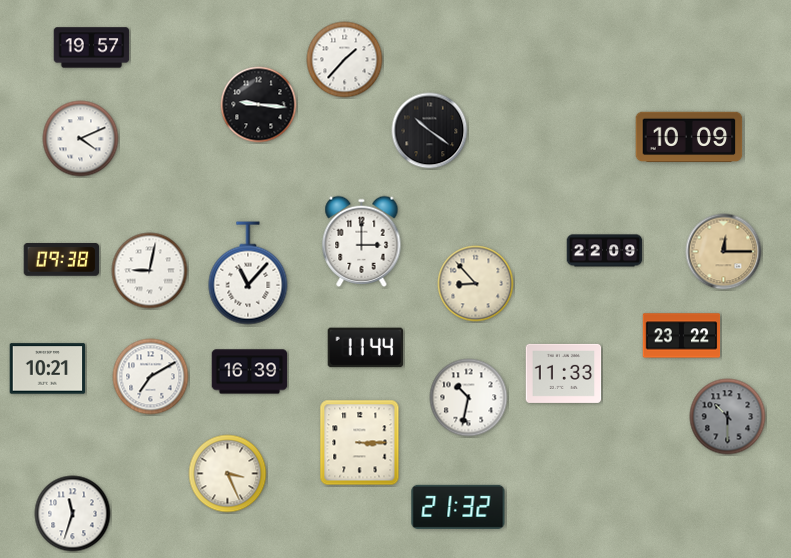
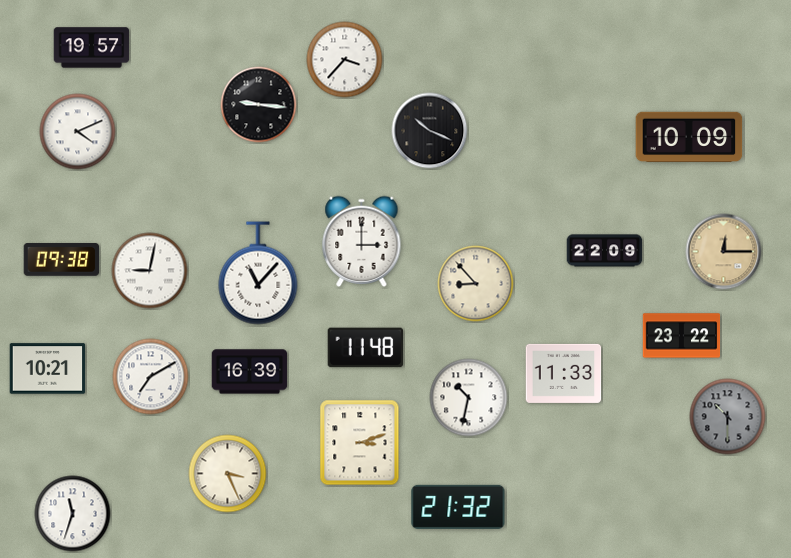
clock at (345, 60): 1:37 -> 3:37
clock at (430, 131): 10:21 -> 10:19
clock at (81, 139) position: (81, 139) -> (78, 132)
clock at (248, 273) position: (248, 273) -> (258, 273)
clock at (366, 348): 11:44 -> 11:48
clock at (360, 443): 3:15 -> 3:12
